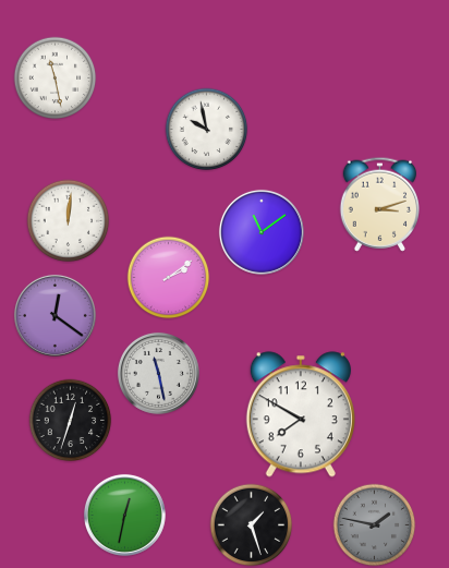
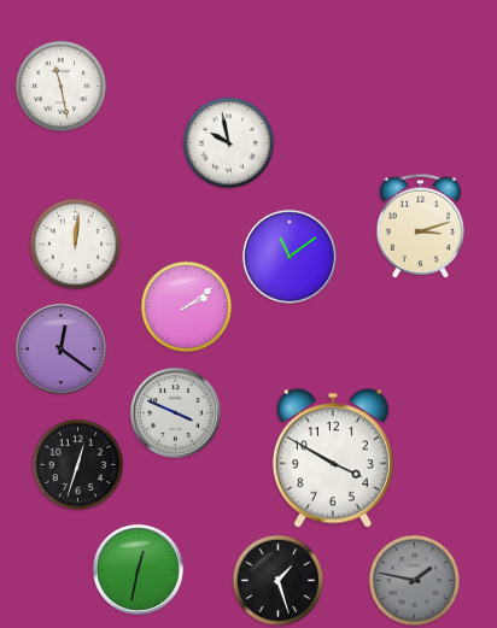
clock at (158, 373): 11:28 -> 3:49
clock at (301, 414): 7:50 -> 3:50
